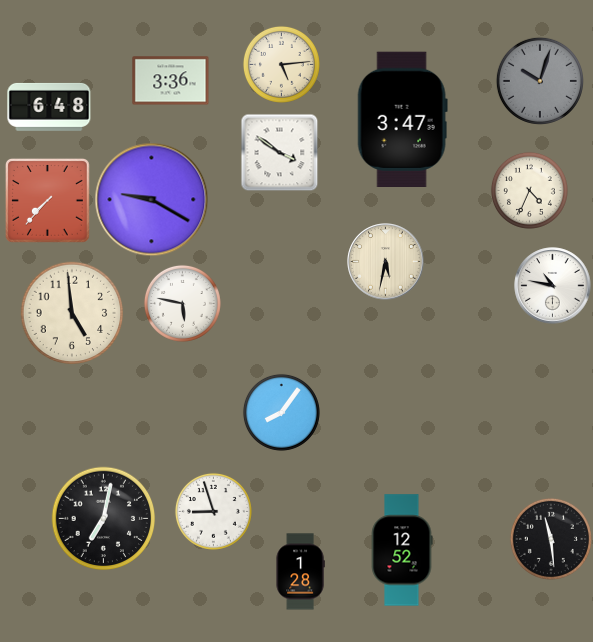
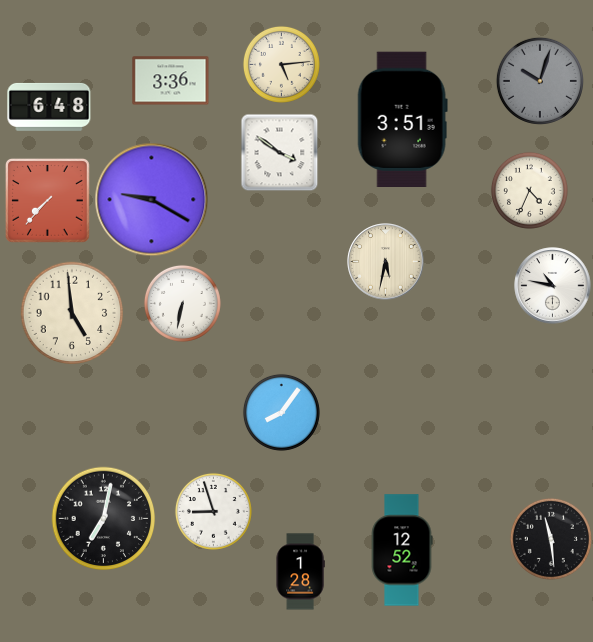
clock at (402, 119): 3:47 -> 3:51
clock at (182, 303): 5:47 -> 6:32
